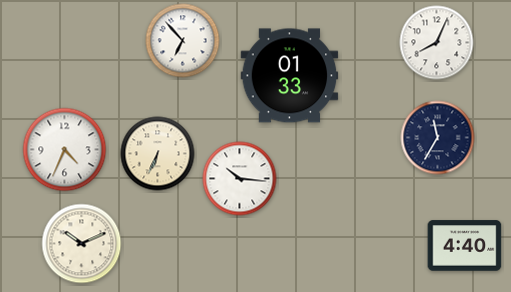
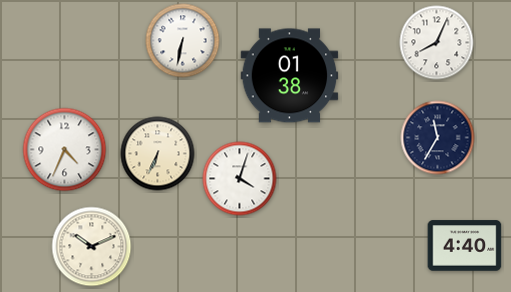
clock at (183, 41): 6:53 -> 6:32
clock at (290, 76): 01:33 -> 01:38
clock at (240, 179): 10:16 -> 4:03
clock at (82, 244) position: (82, 244) -> (92, 247)
